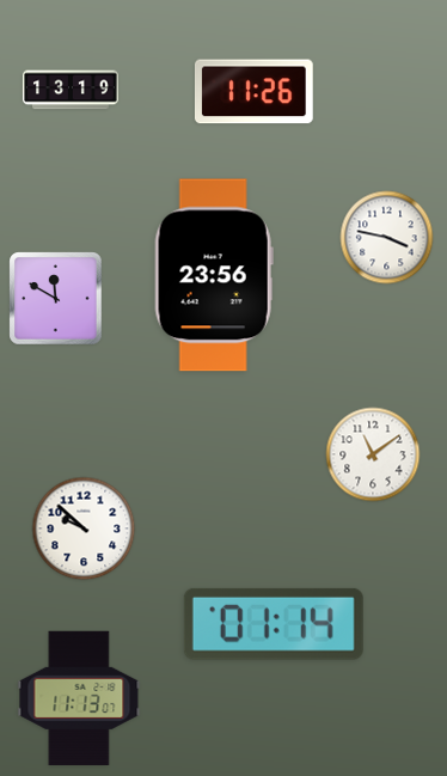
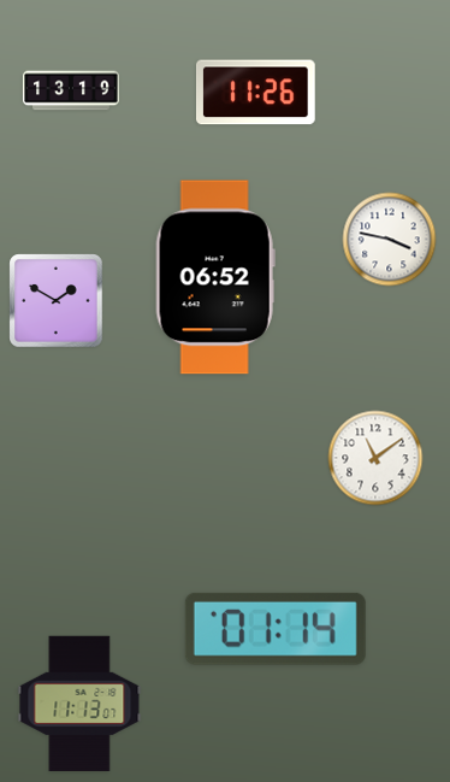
clock at (214, 275): 23:56 -> 06:52
clock at (56, 299): 11:50 -> 1:50
clock at (84, 528): 9:52 -> none
